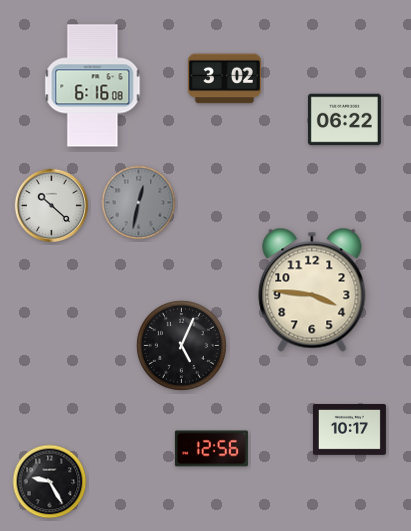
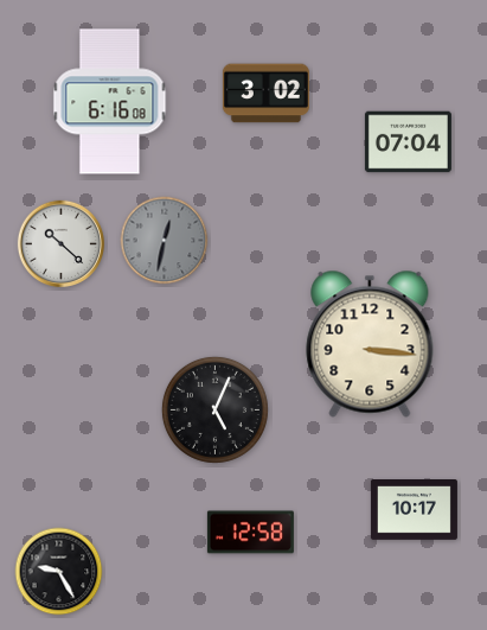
clock at (344, 120): 06:22 -> 07:04
clock at (312, 290): 3:46 -> 3:16
clock at (211, 449): 12:56 -> 12:58
